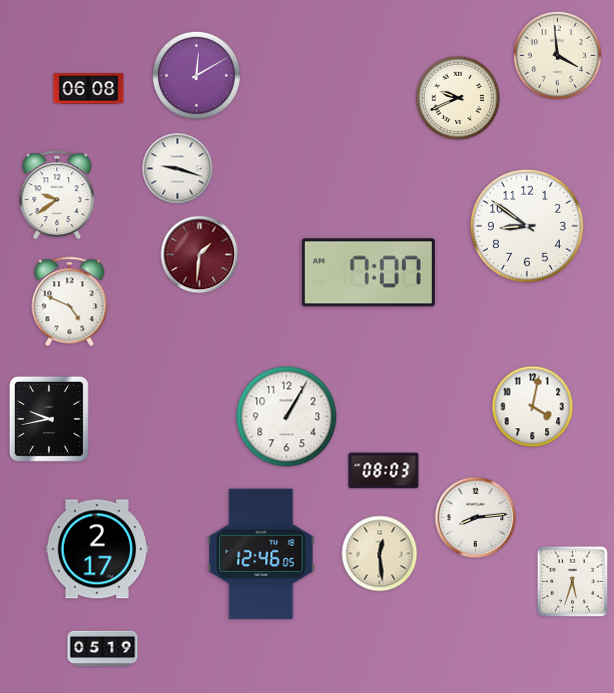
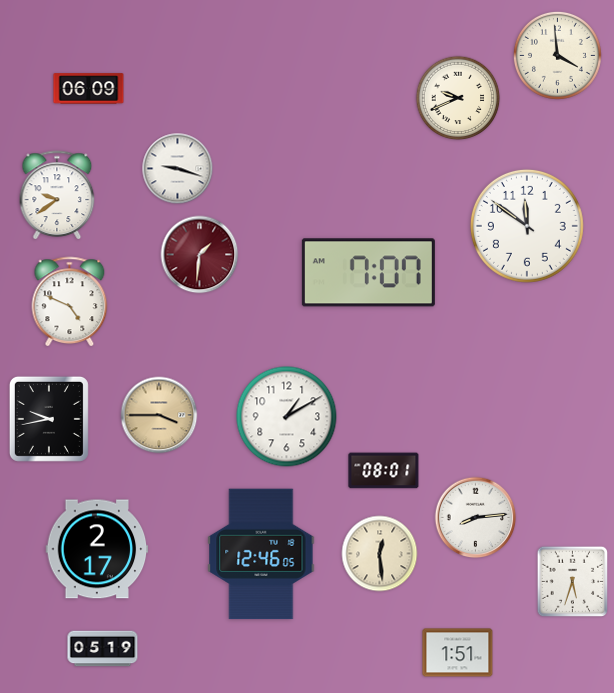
clock at (196, 75): 12:10 -> none
clock at (89, 89): 06:08 -> 06:09
clock at (527, 226): 8:51 -> 11:51
clock at (533, 407): 4:02 -> none
clock at (159, 415): none -> 3:45
clock at (287, 417): 1:05 -> 1:10
clock at (384, 471): 08:03 -> 08:01
clock at (458, 653): none -> 1:51
